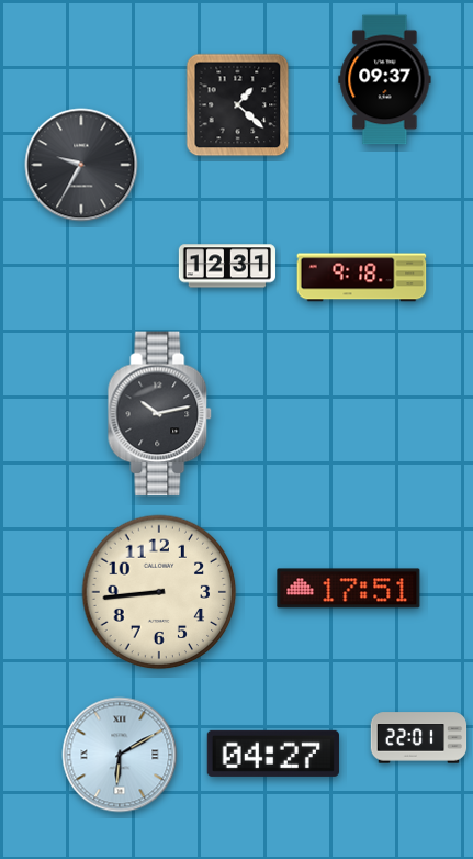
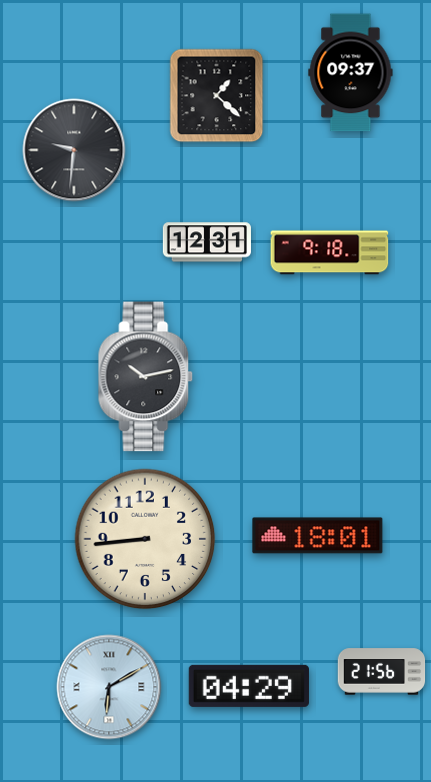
clock at (81, 165): 9:35 -> 9:31
clock at (349, 589): 17:51 -> 18:01
clock at (419, 738): 22:01 -> 21:56
clock at (273, 754): 04:27 -> 04:29
